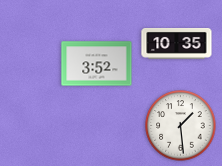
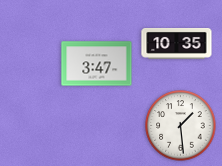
clock at (97, 64): 3:52 -> 3:47
